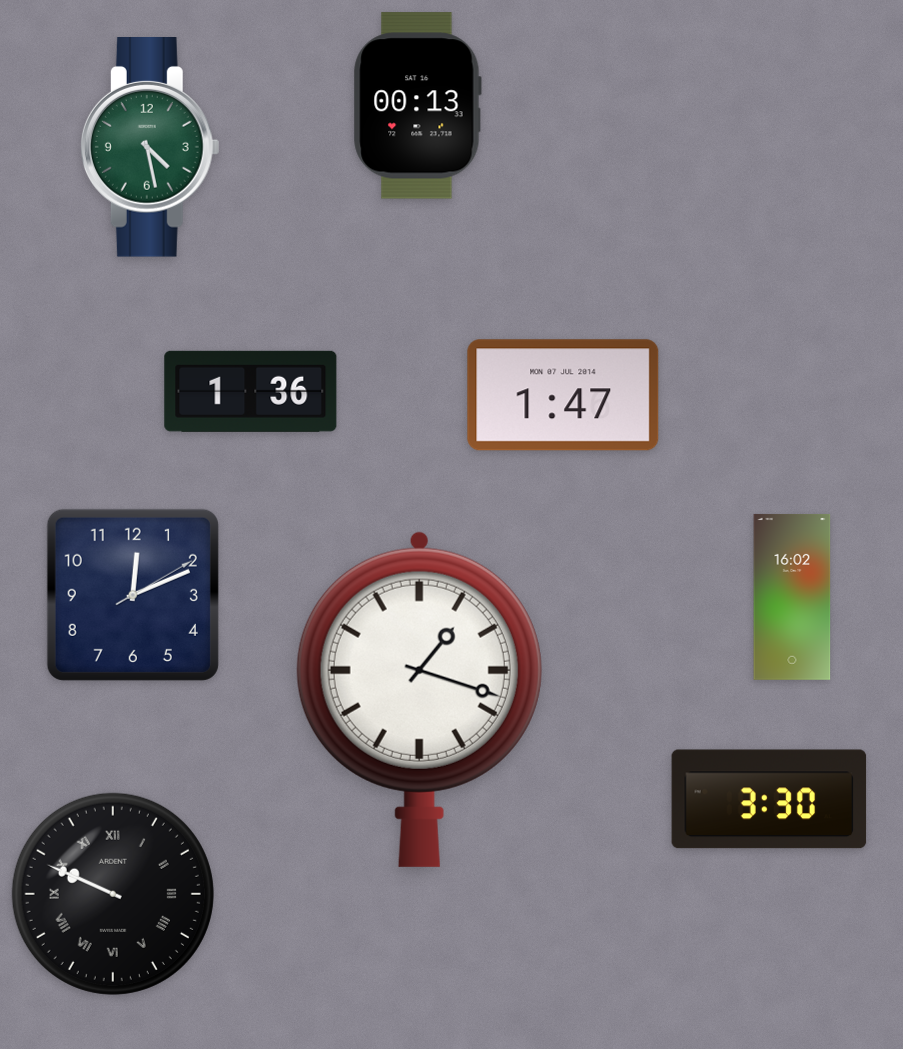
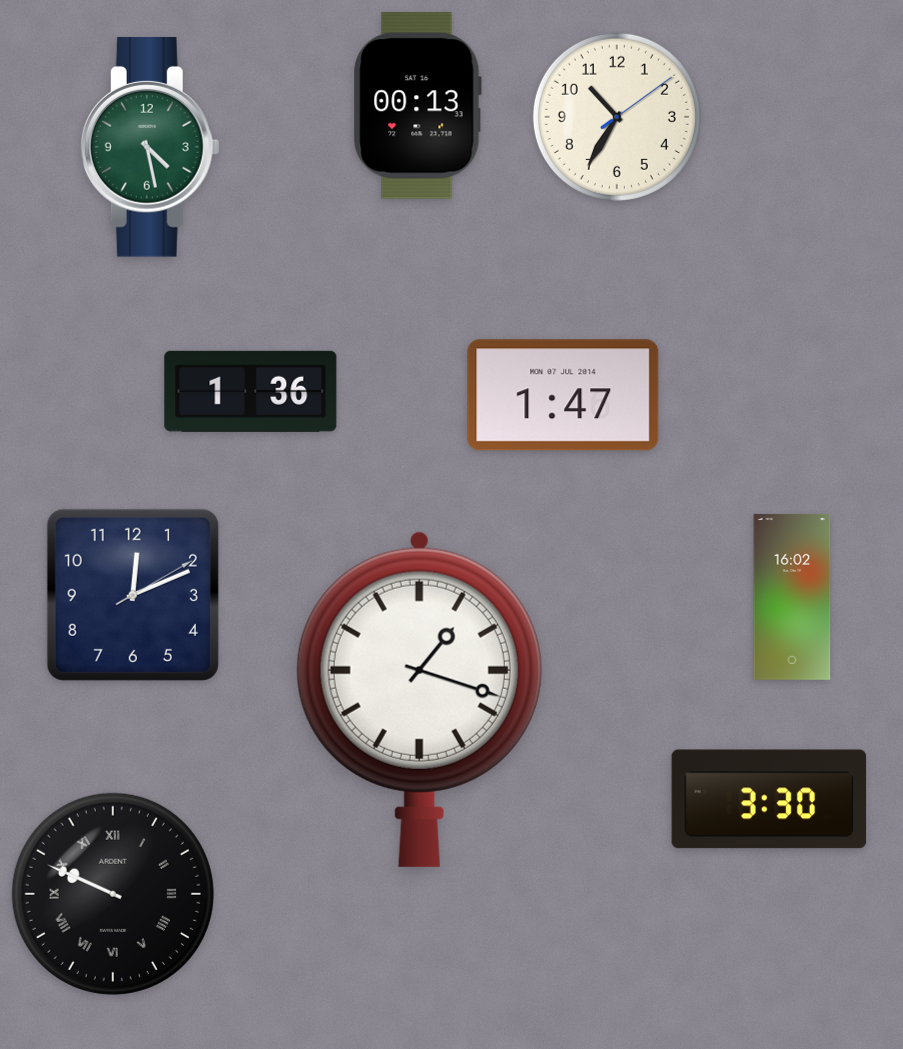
clock at (617, 117): none -> 10:35
